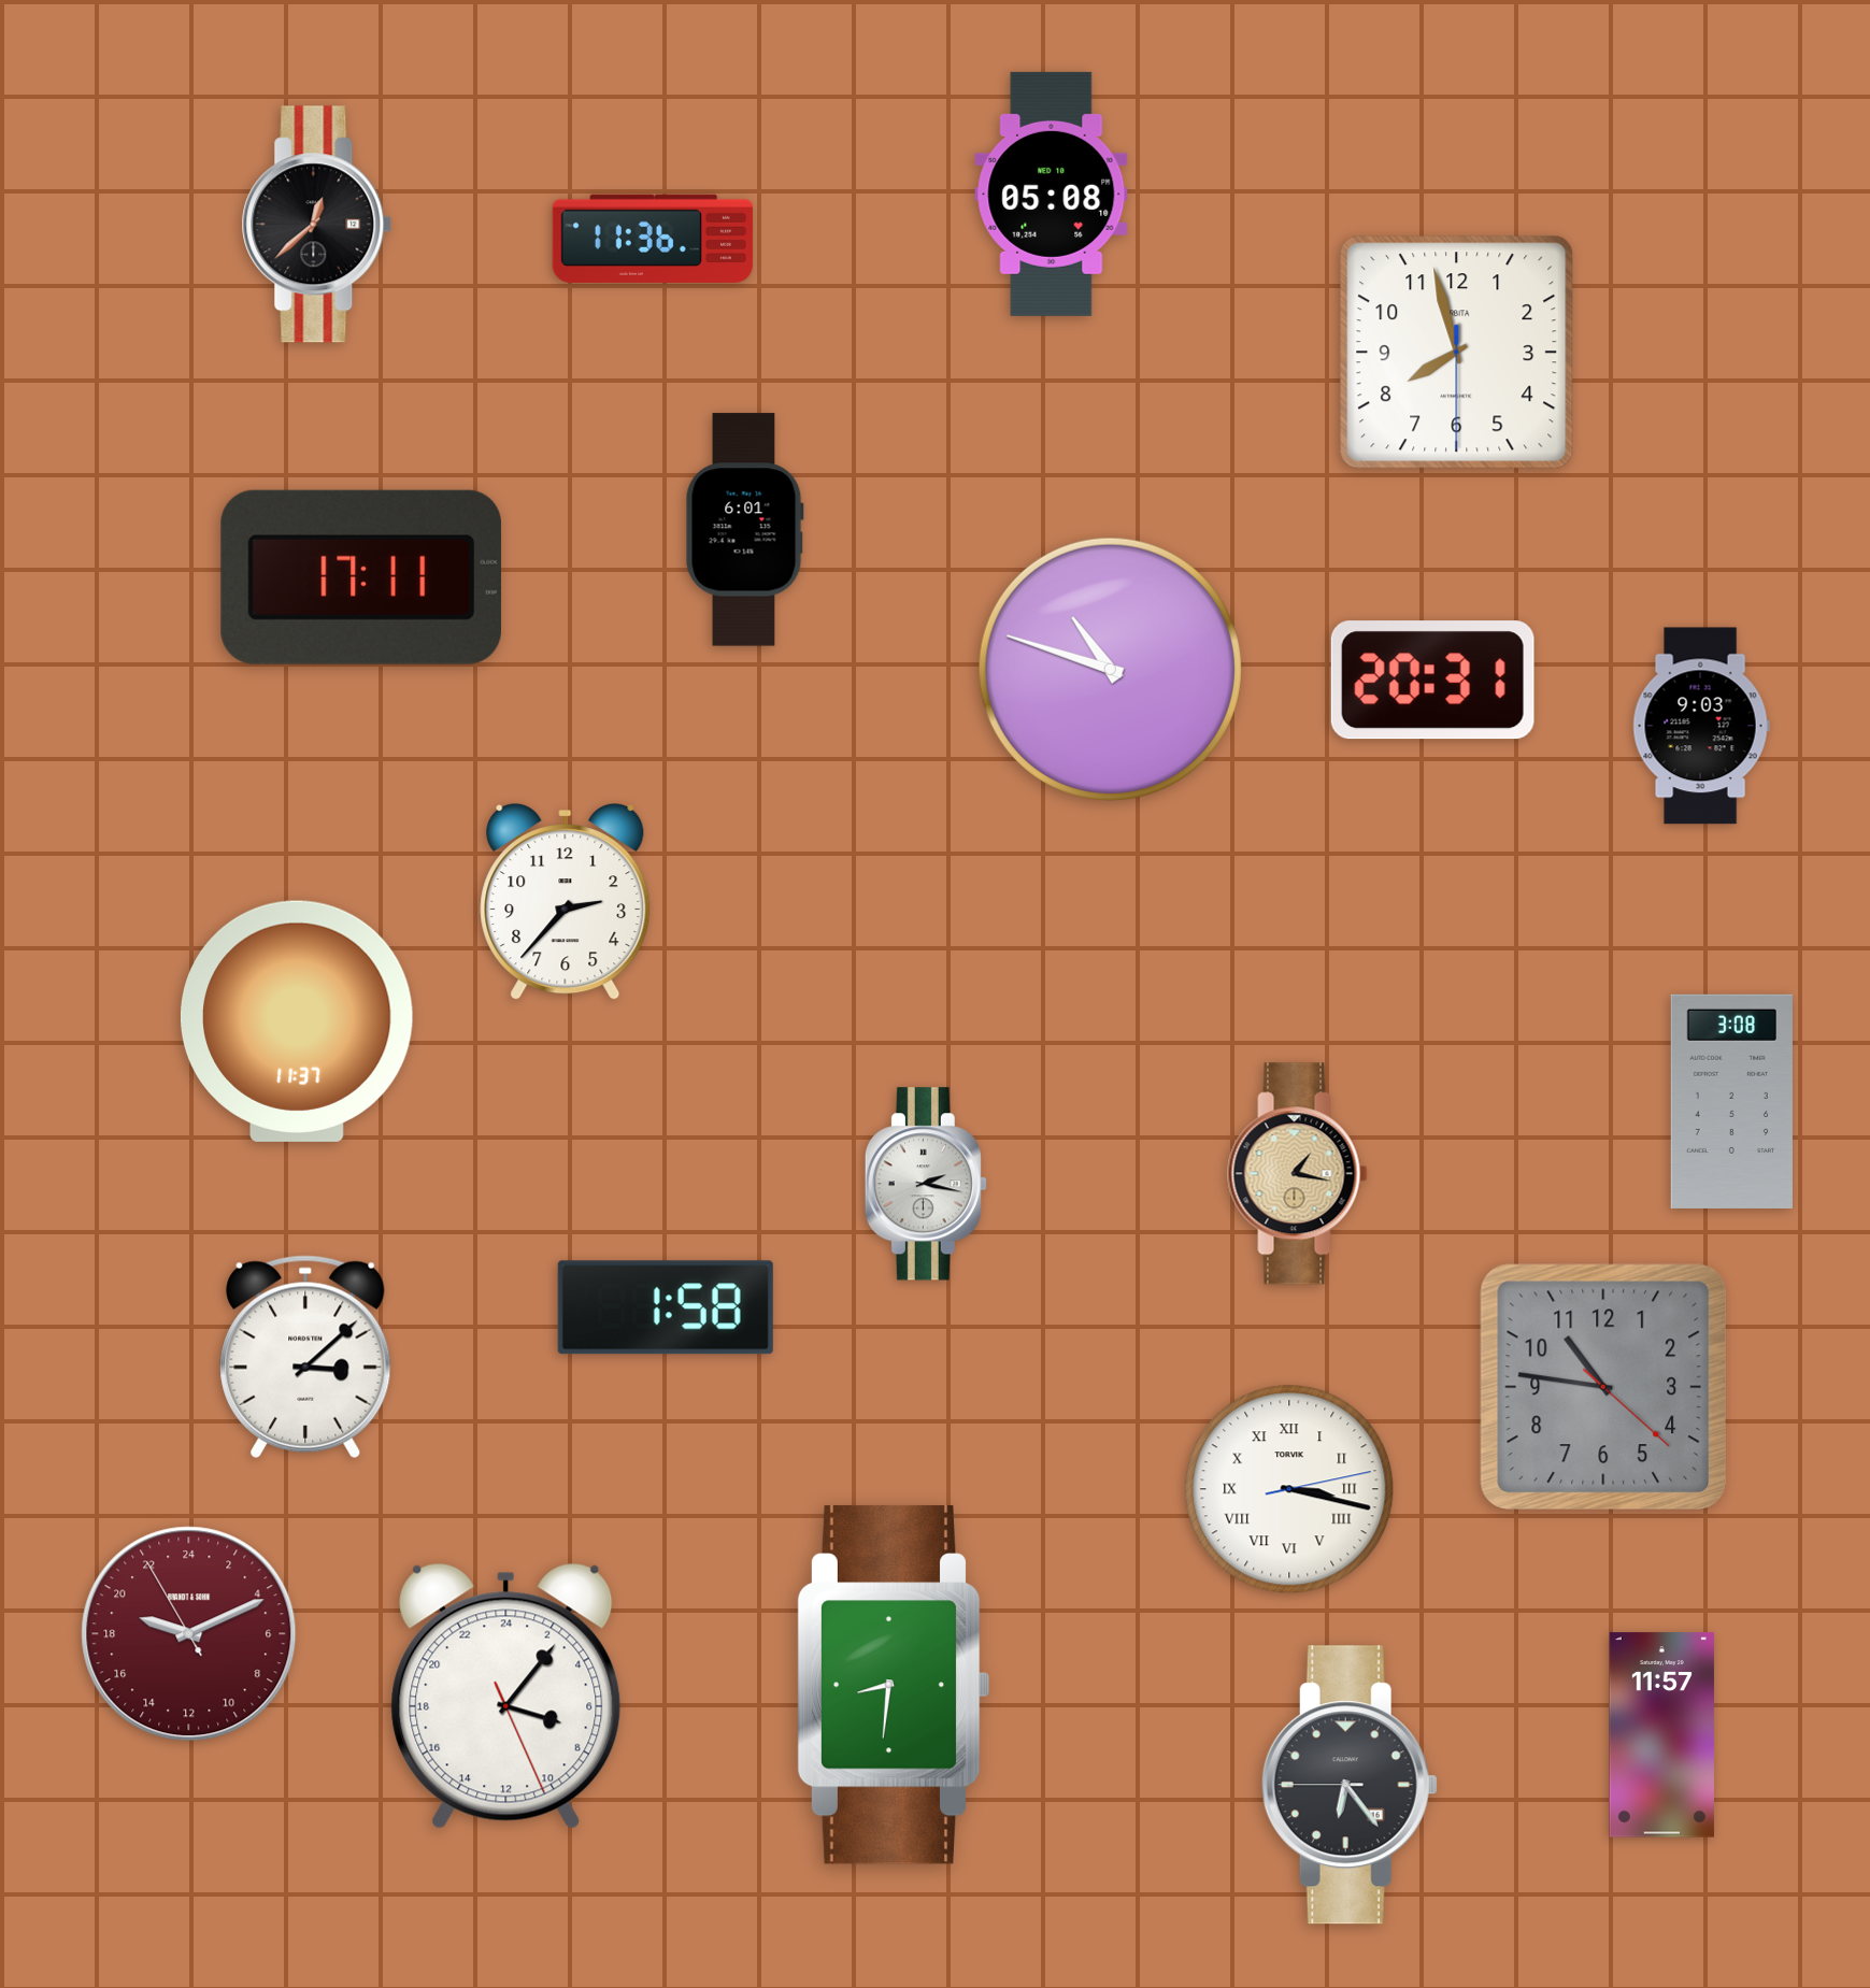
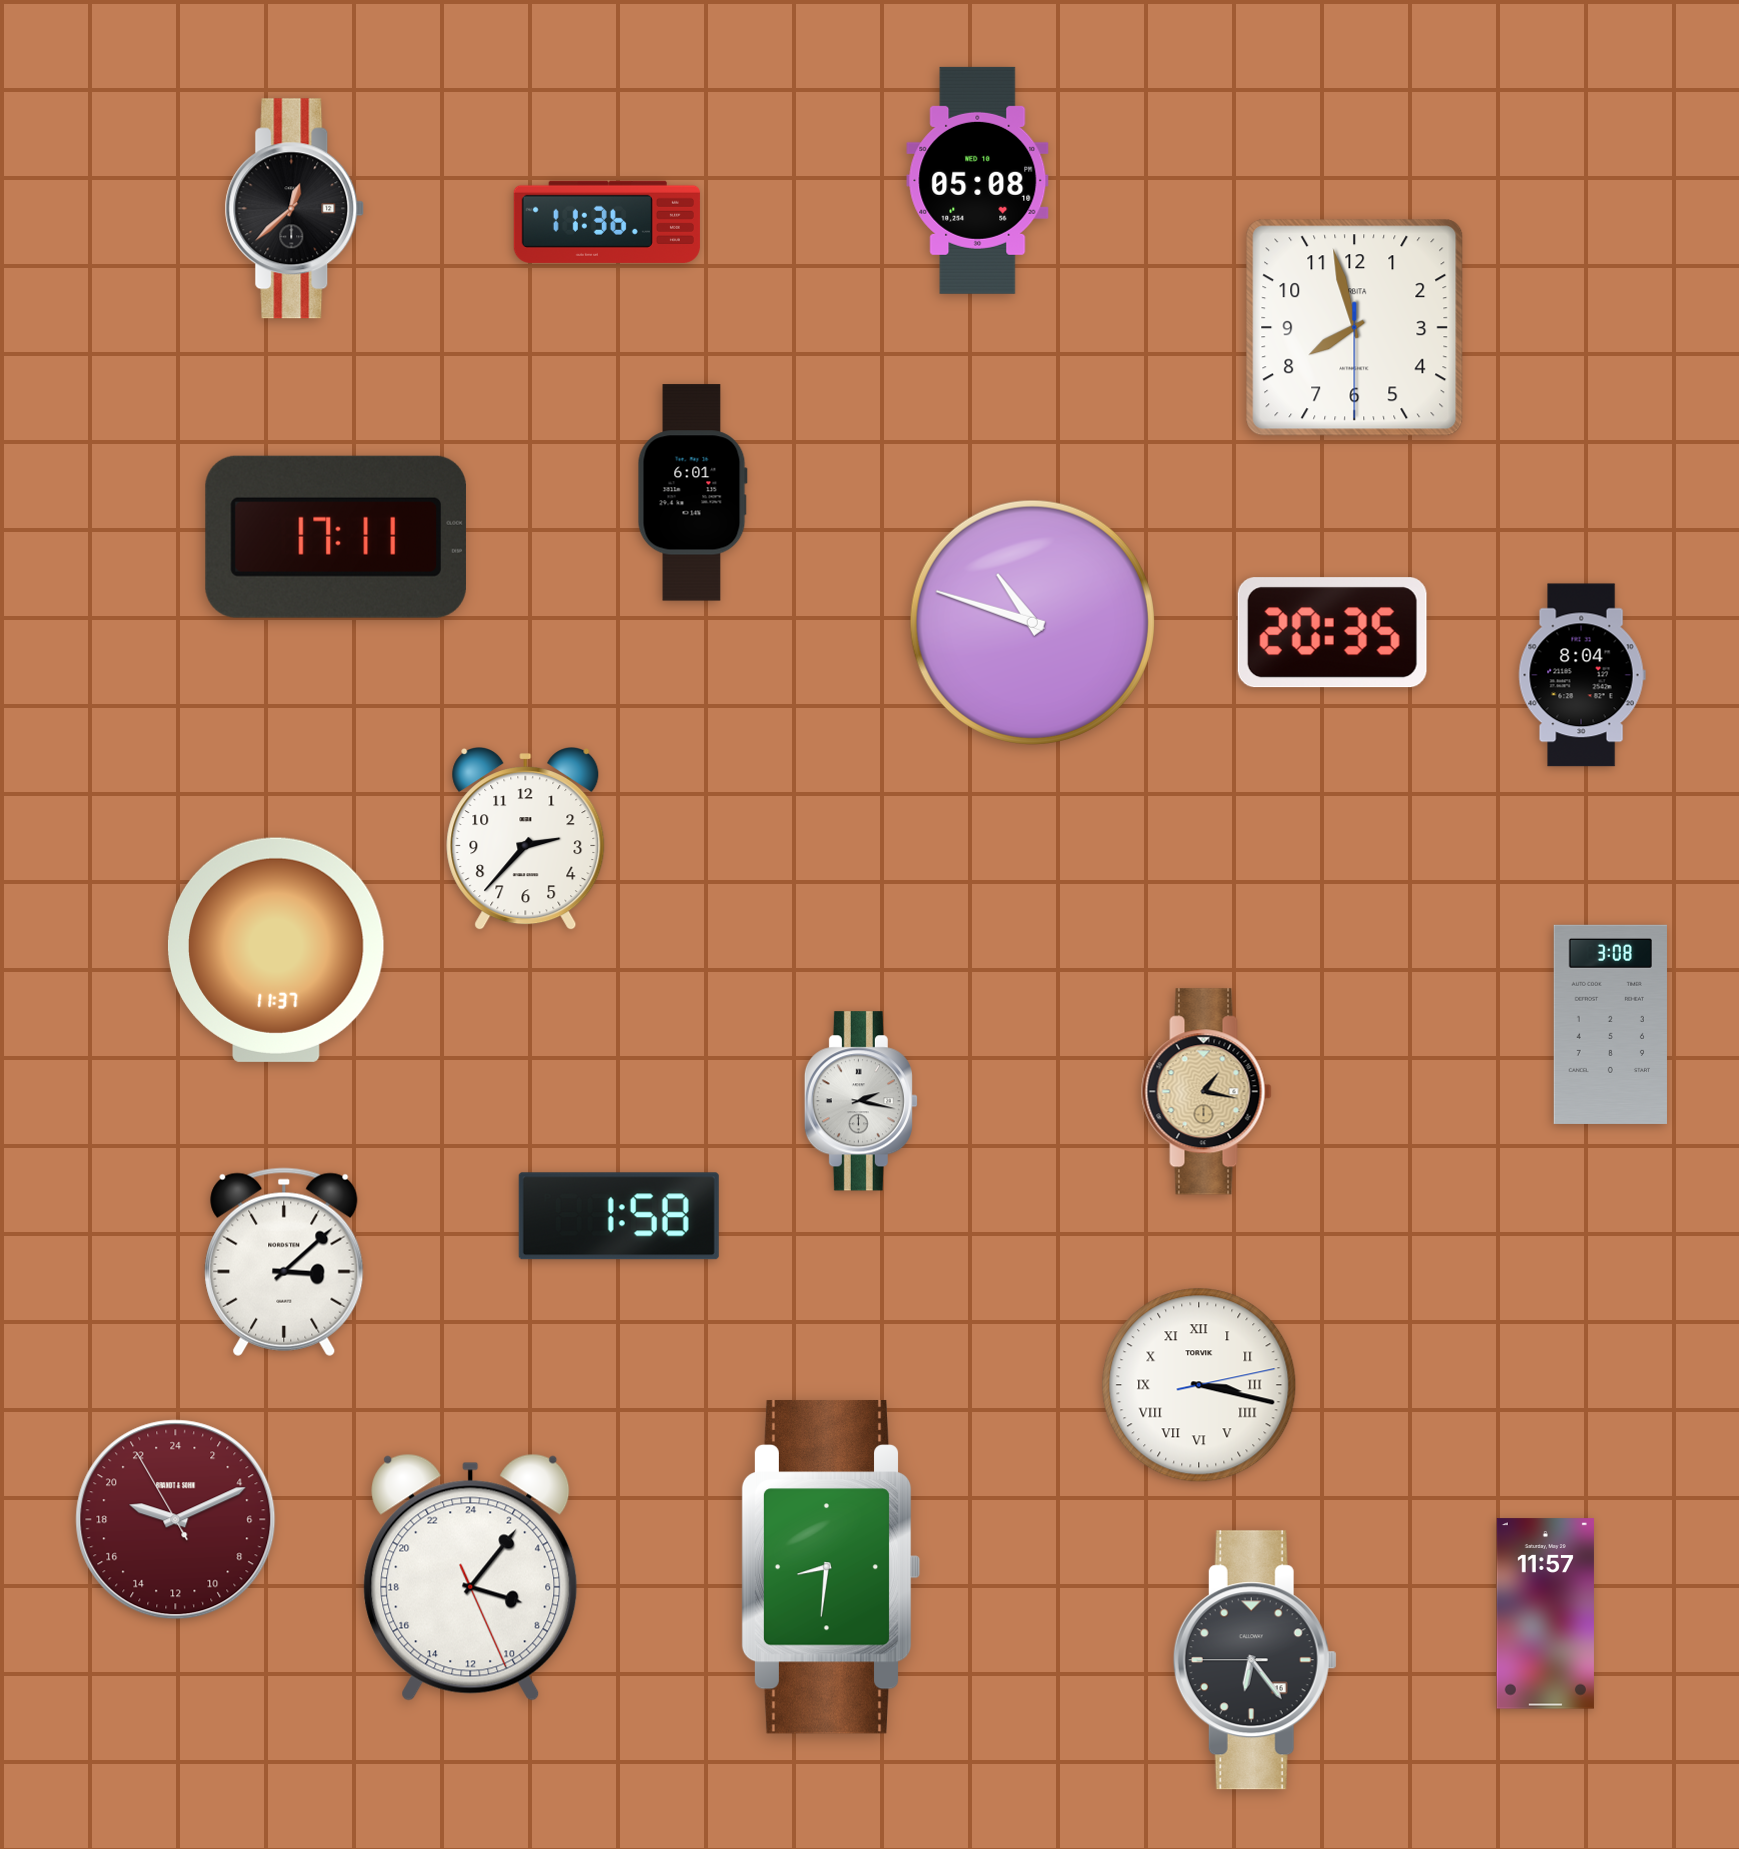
clock at (1432, 681): 20:31 -> 20:35
clock at (1701, 726): 9:03 -> 8:04
clock at (1603, 1387): 10:46 -> none
